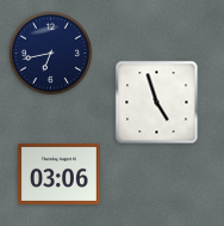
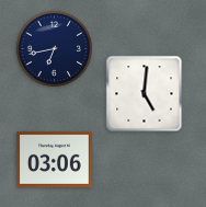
clock at (50, 53) position: (50, 53) -> (54, 48)
clock at (157, 103): 4:57 -> 5:01
